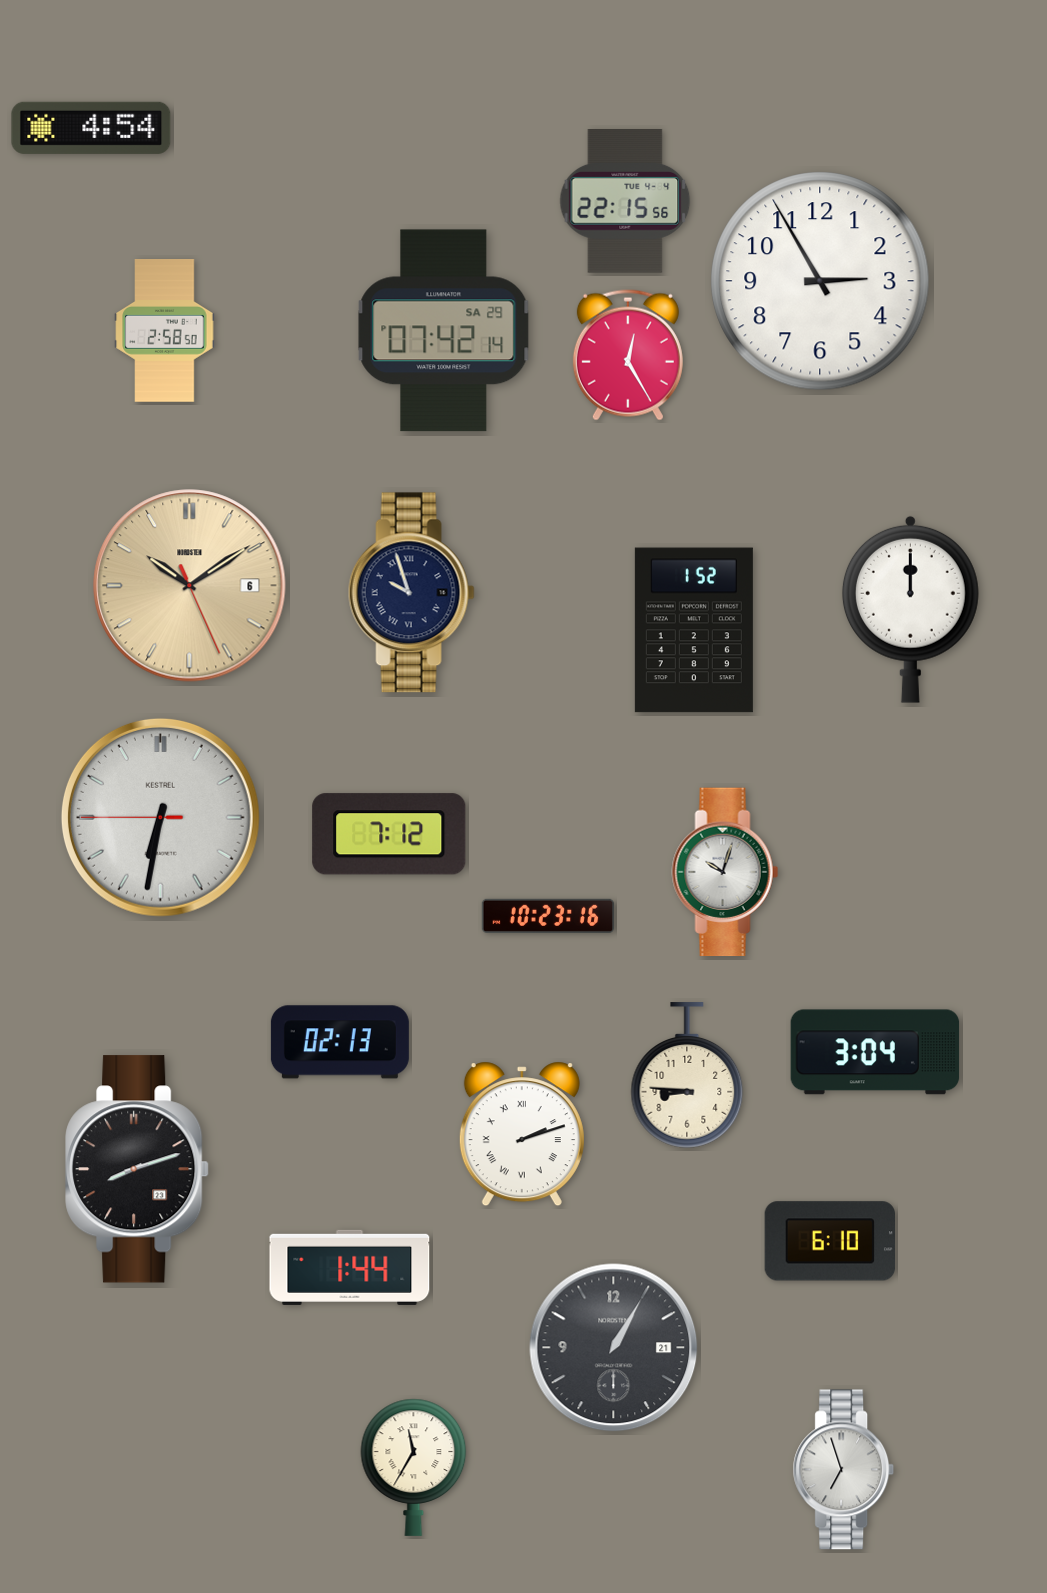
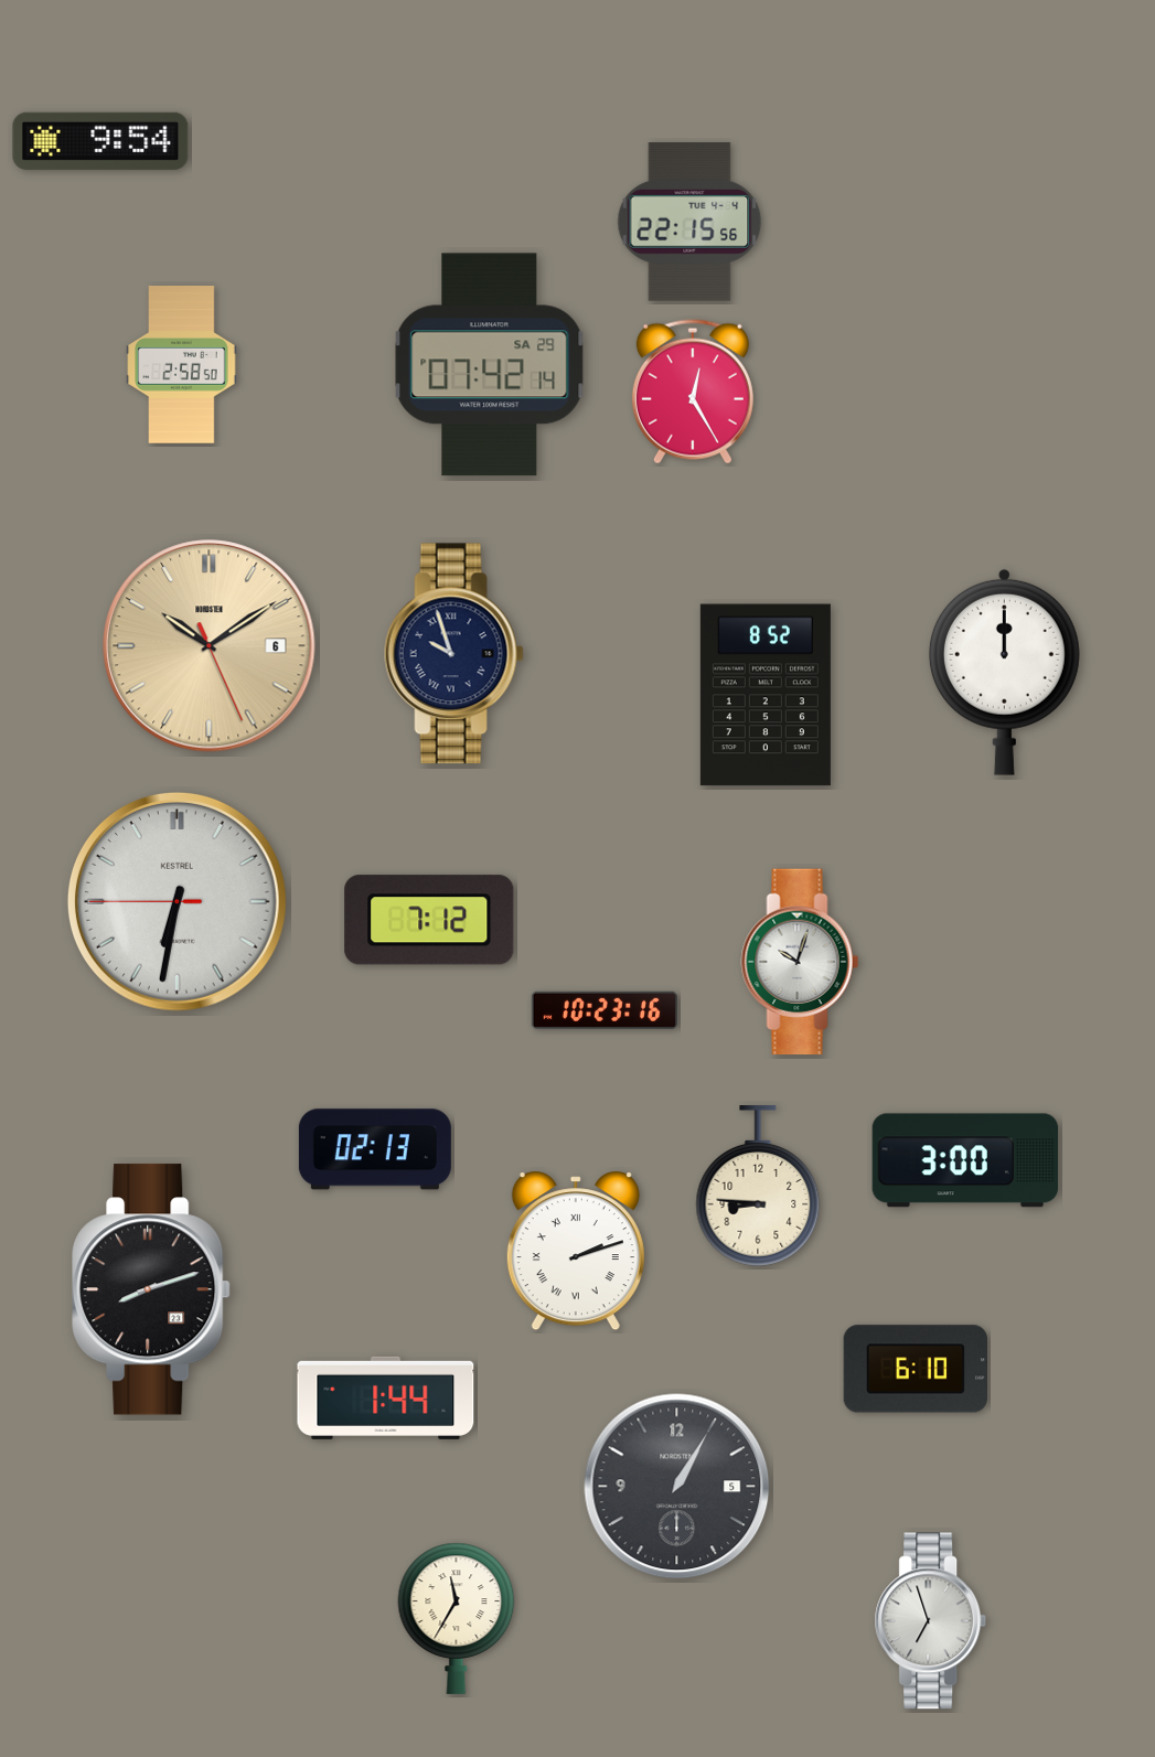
clock at (91, 128): 4:54 -> 9:54
clock at (820, 281): 2:55 -> none
clock at (694, 630): 1:52 -> 8:52
clock at (875, 1052): 3:04 -> 3:00
clock at (614, 1348) date: 21 -> 5
